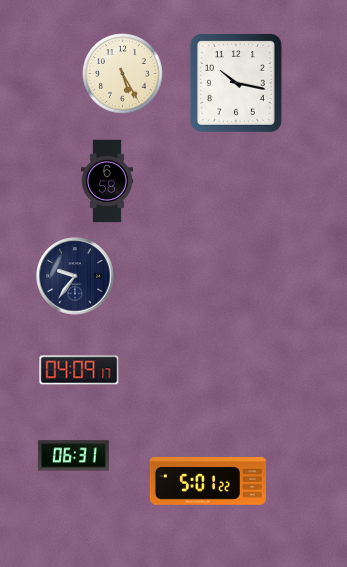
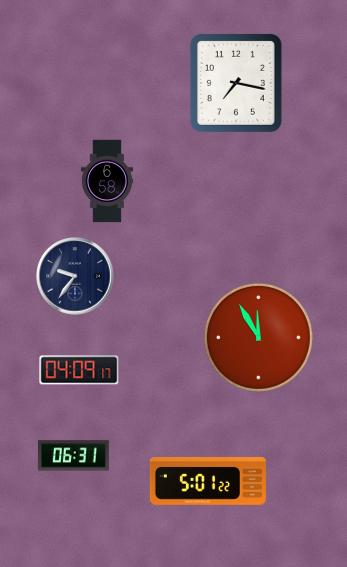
clock at (123, 74): 5:25 -> none
clock at (236, 83): 10:17 -> 7:17
clock at (258, 337): none -> 11:55
